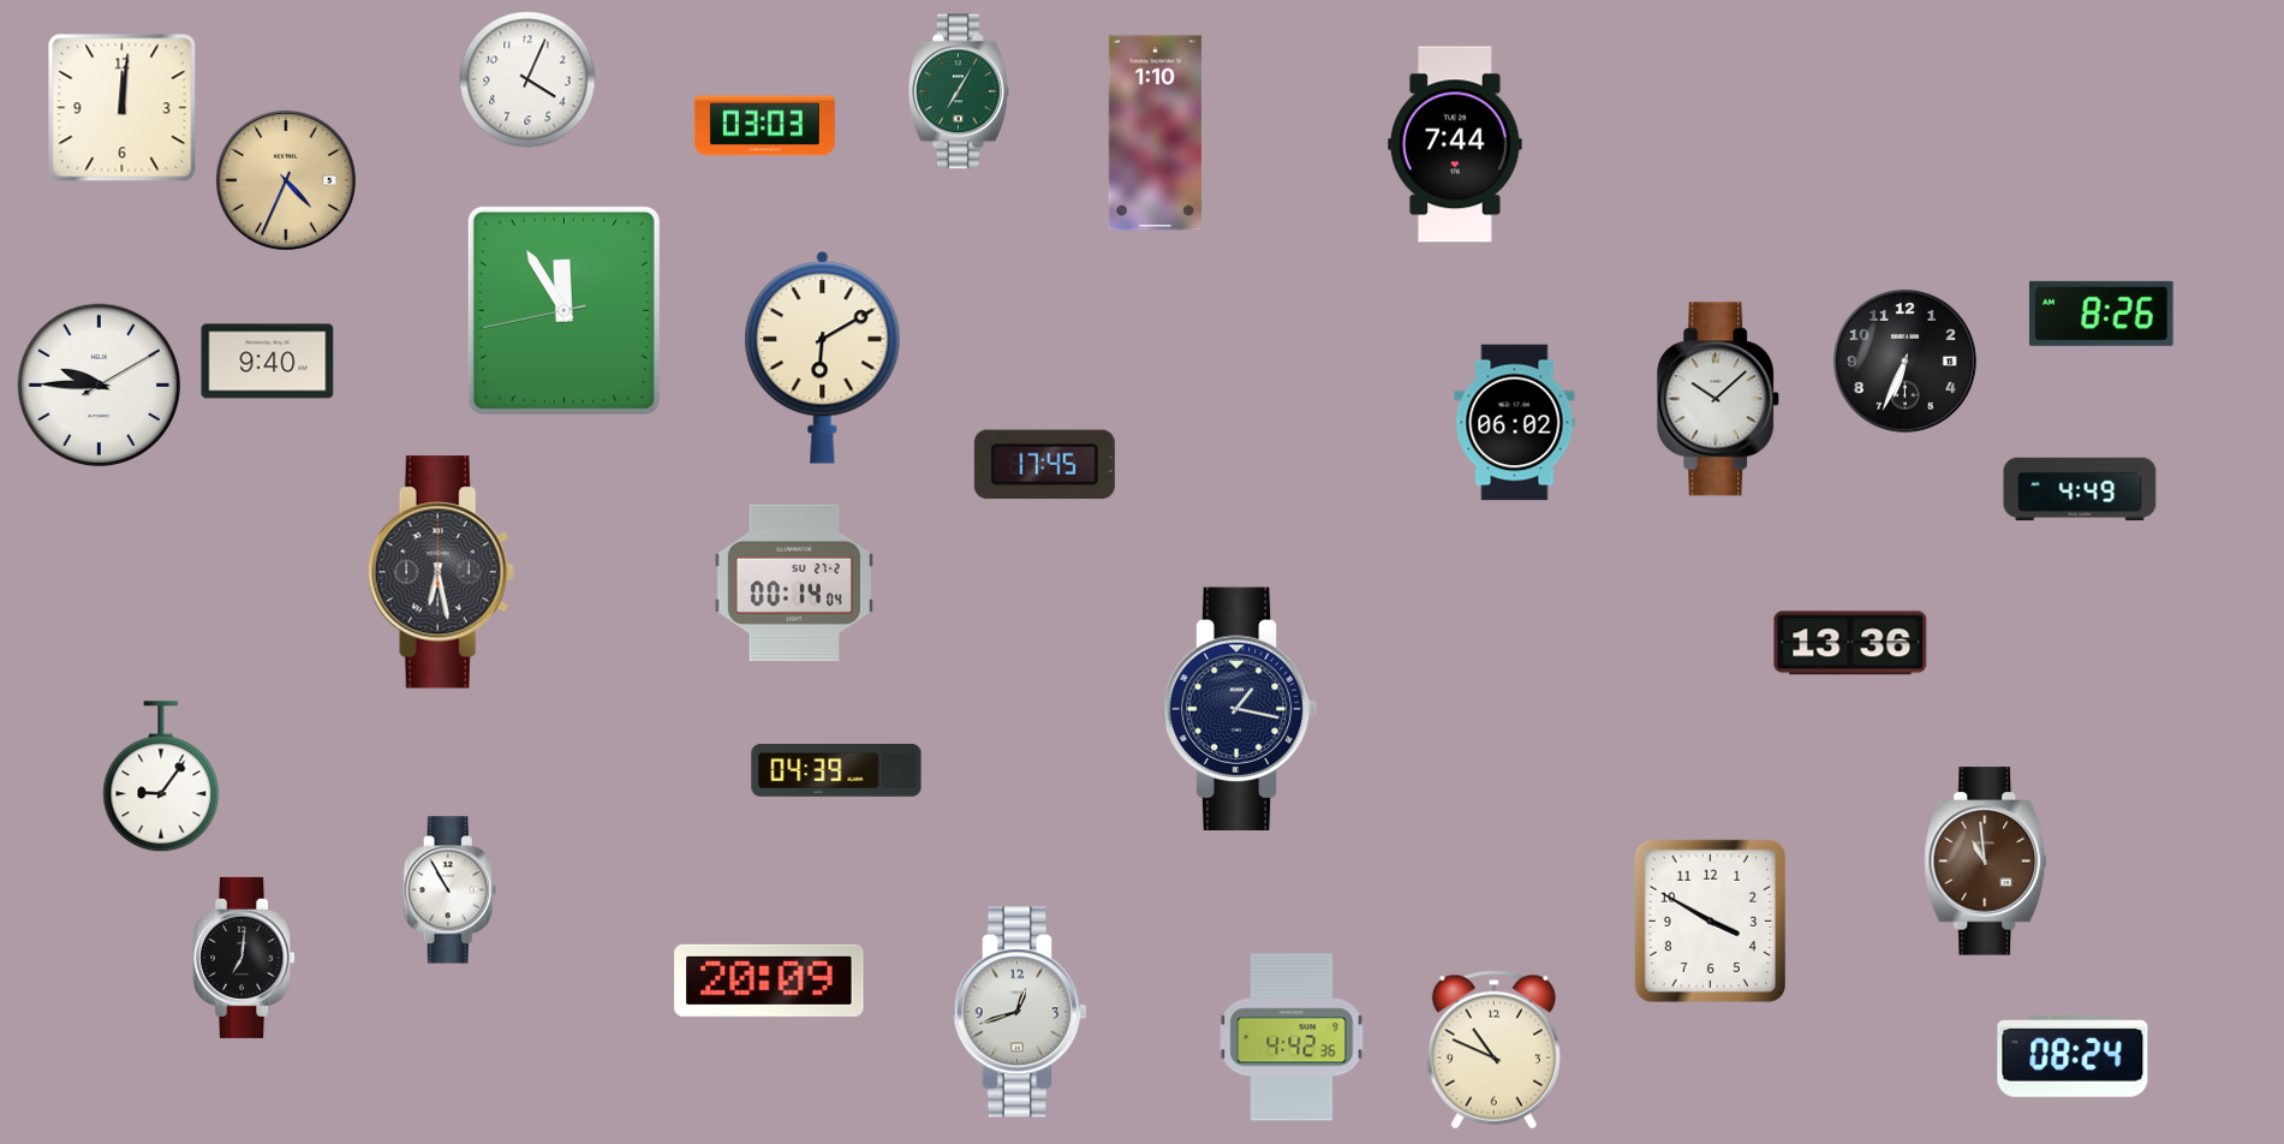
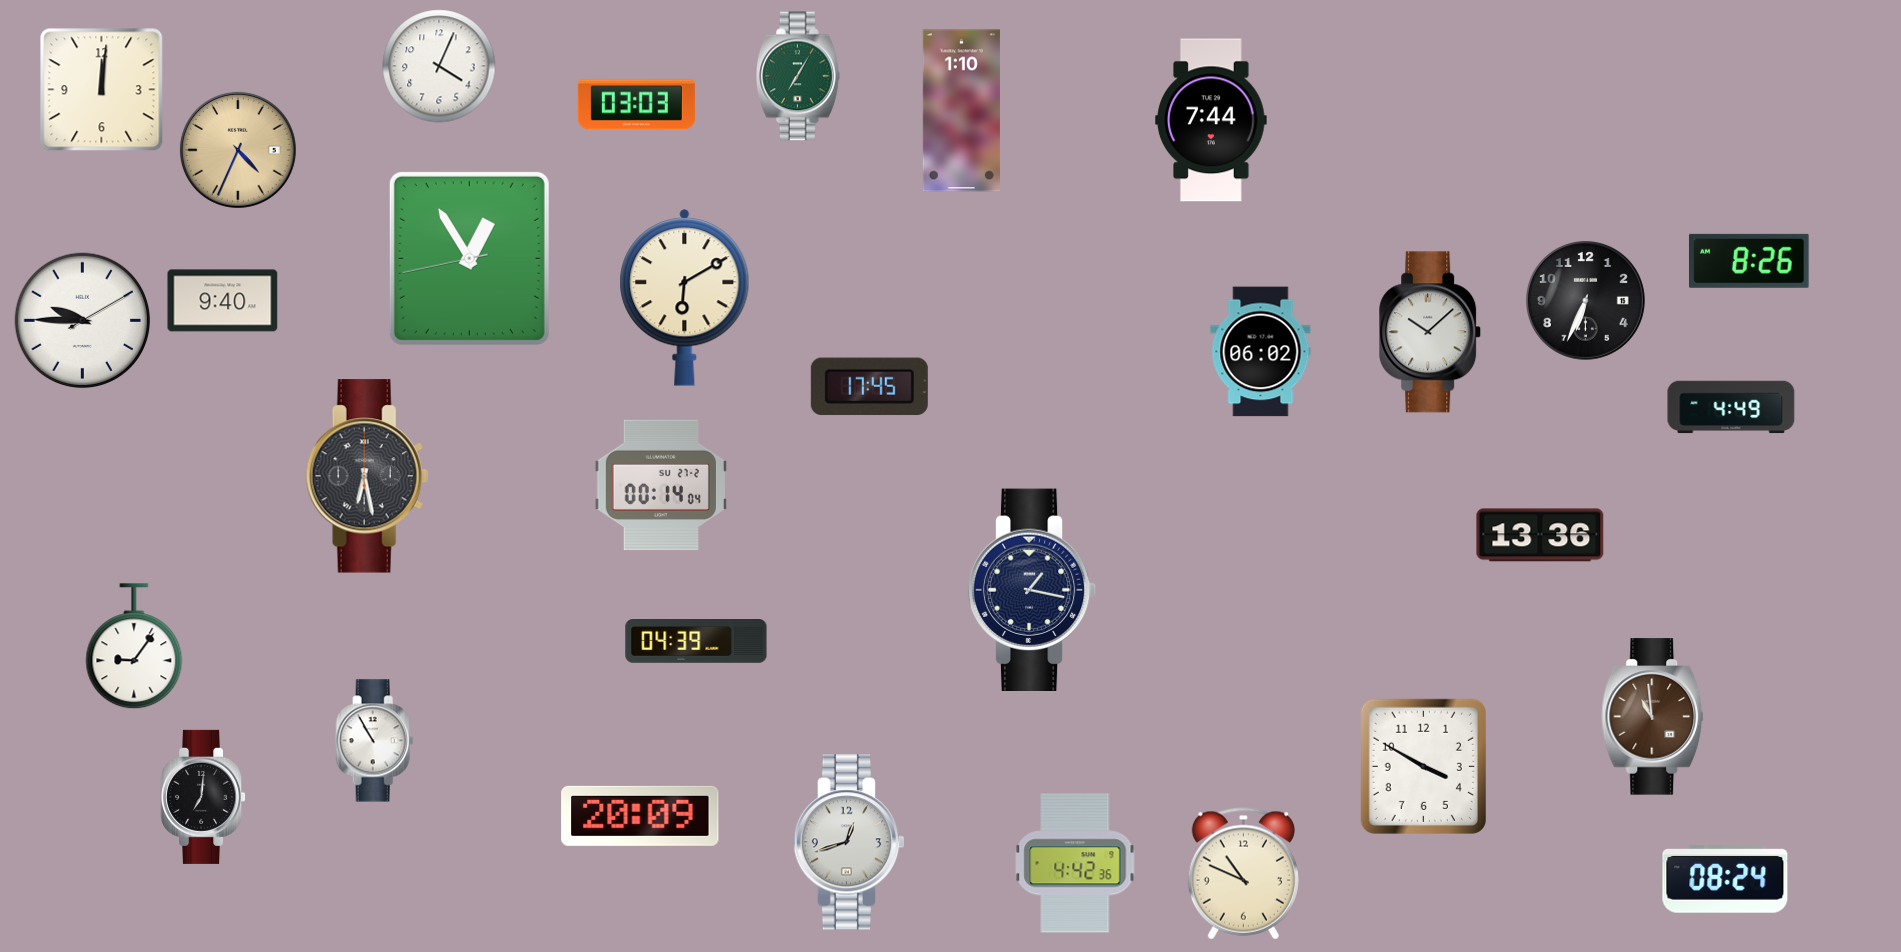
clock at (563, 310): 11:54 -> 12:54
